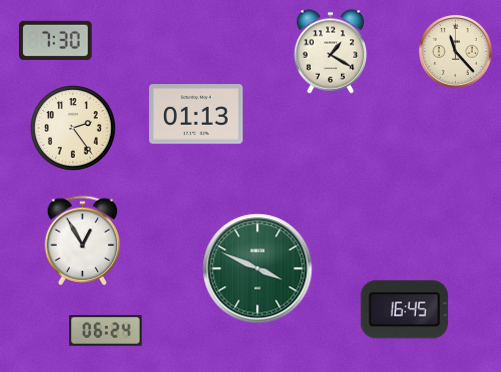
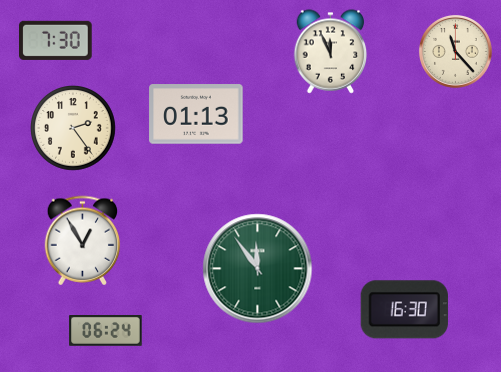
clock at (331, 52): 1:20 -> 11:56
clock at (258, 269): 3:49 -> 11:54
clock at (404, 310): 16:45 -> 16:30
